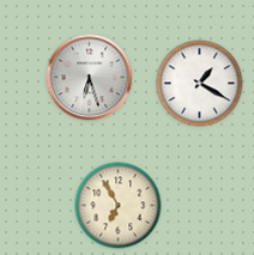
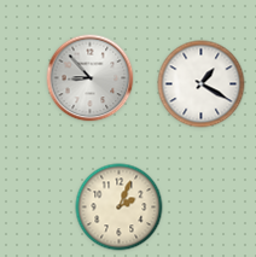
clock at (90, 78): 6:27 -> 8:53
clock at (119, 206): 6:55 -> 2:04
